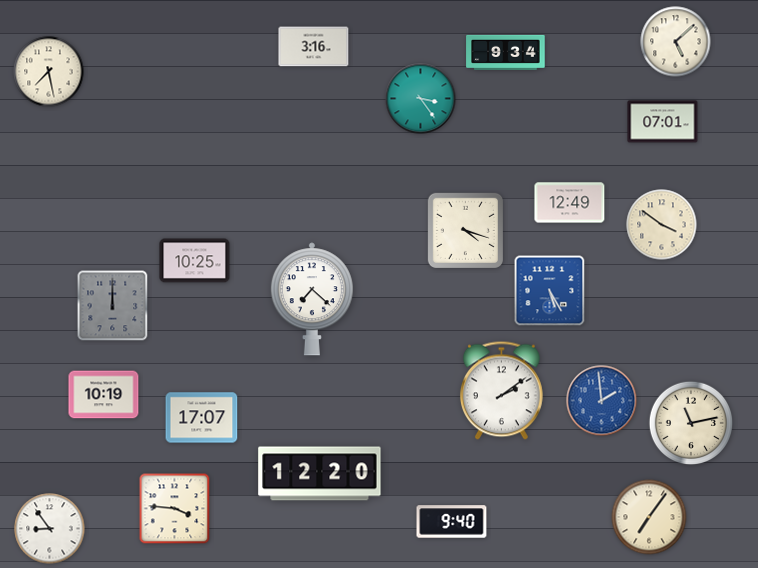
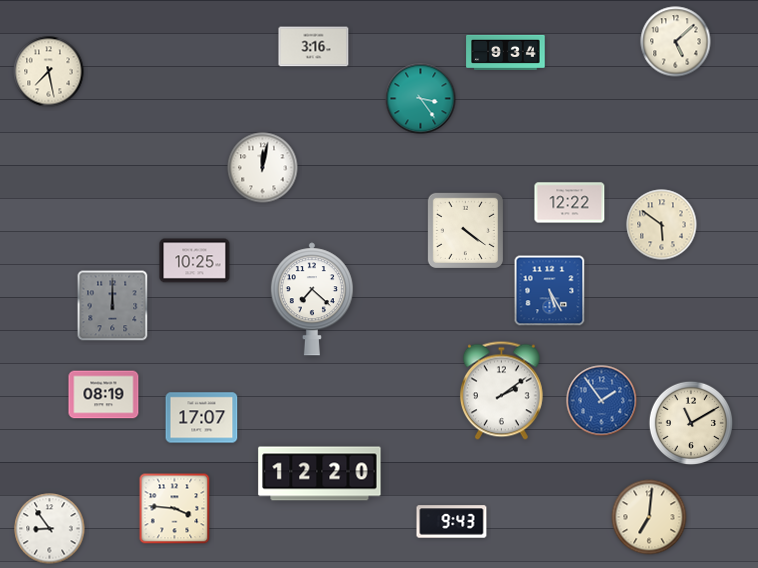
clock at (663, 122): 07:01 -> none
clock at (263, 168): none -> 12:02
clock at (570, 203): 12:49 -> 12:22
clock at (662, 225): 3:51 -> 5:51
clock at (465, 230): 4:18 -> 4:21
clock at (104, 395): 10:19 -> 08:19
clock at (602, 401): 1:59 -> 1:54
clock at (691, 423): 11:13 -> 11:10
clock at (649, 517): 7:06 -> 7:01
clock at (452, 522): 9:40 -> 9:43
